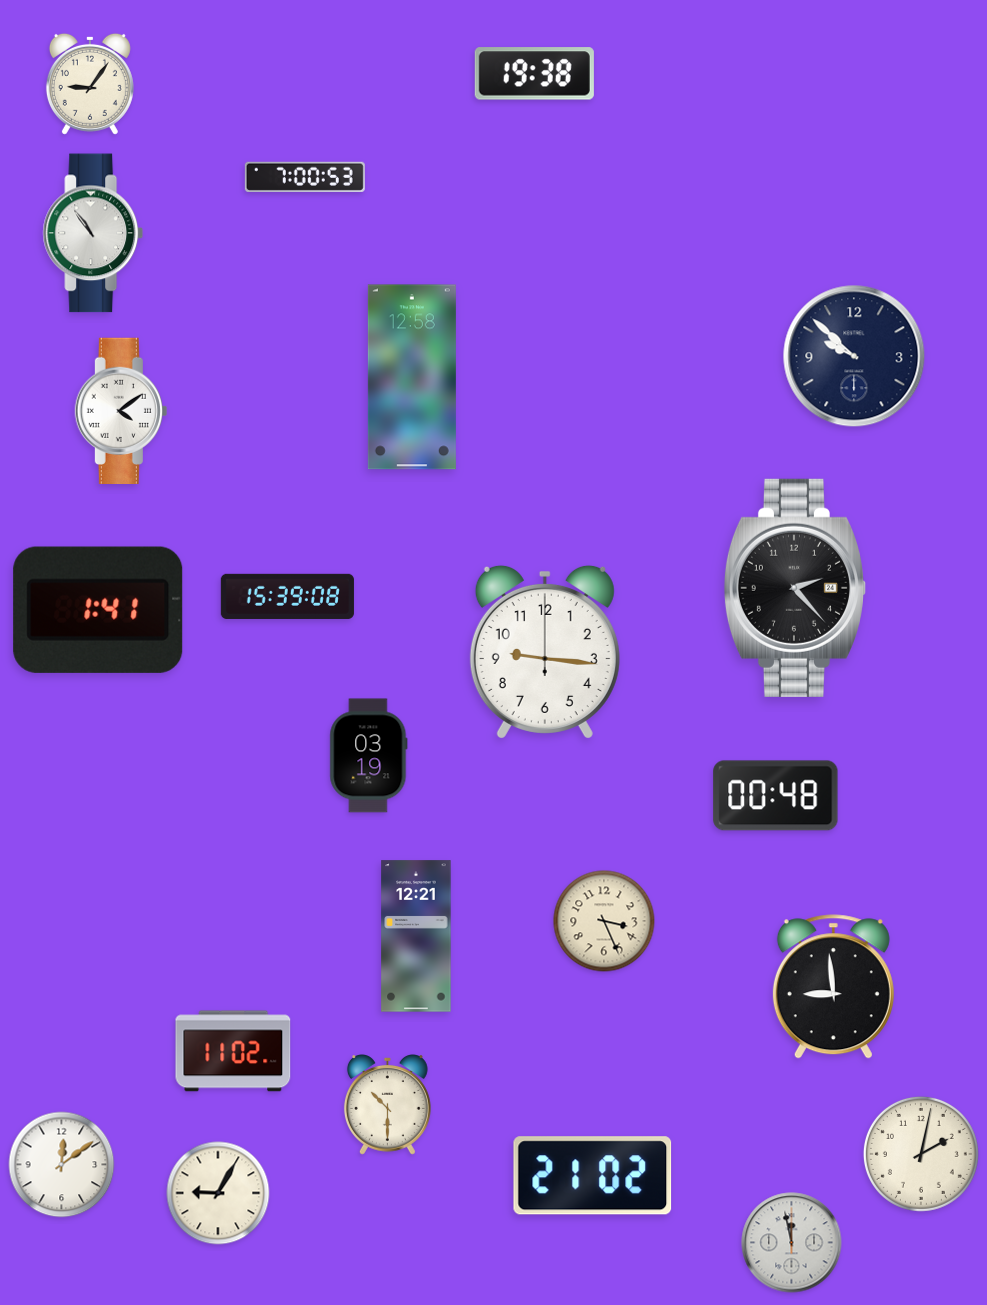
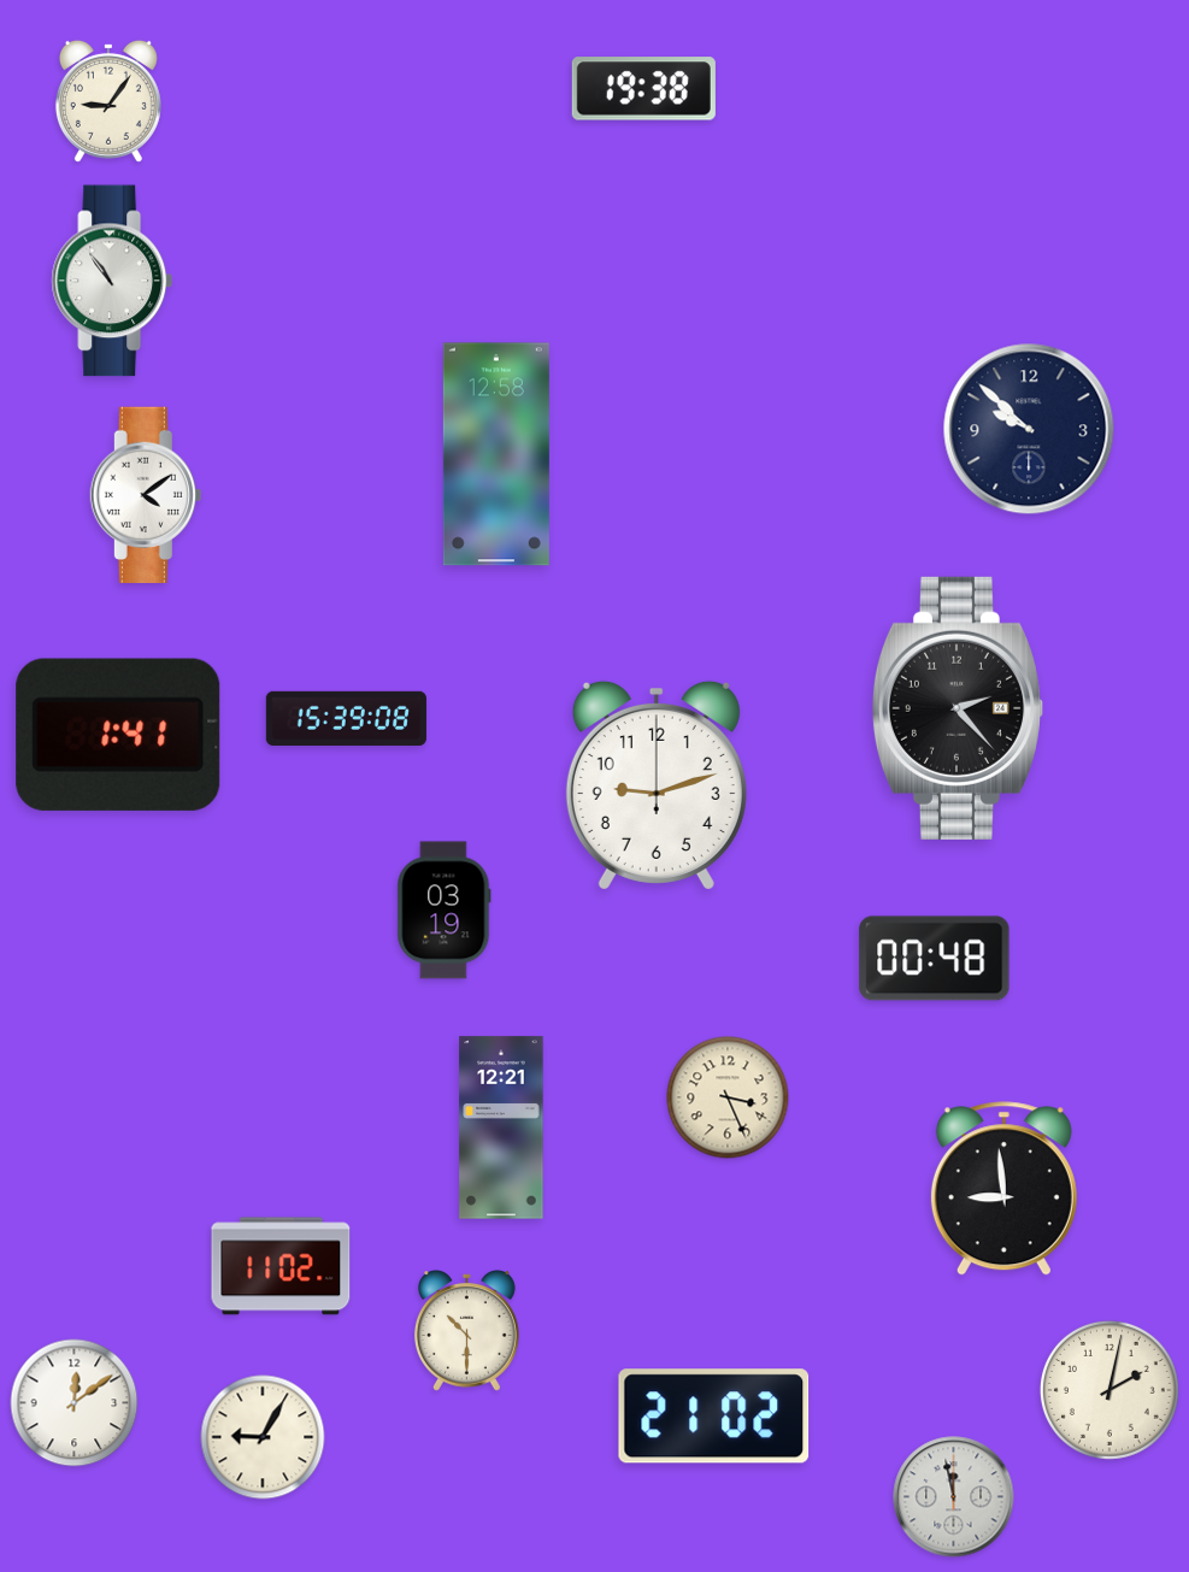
clock at (305, 177): 7:00 -> none
clock at (545, 652): 9:16 -> 9:12
clock at (604, 921) position: (604, 921) -> (728, 1097)
